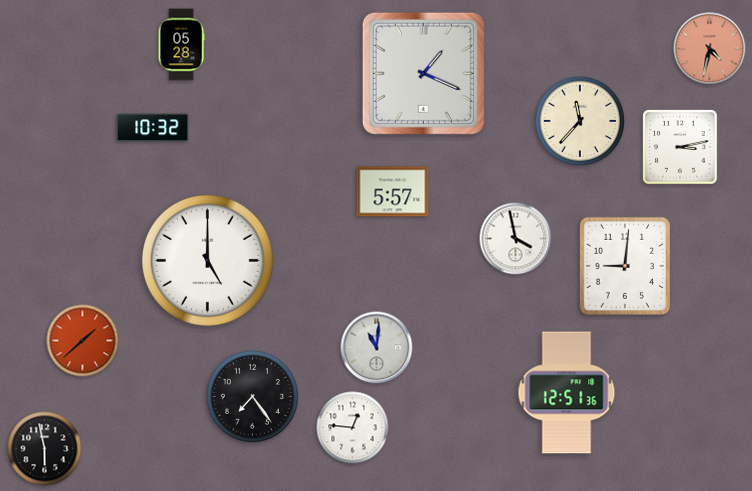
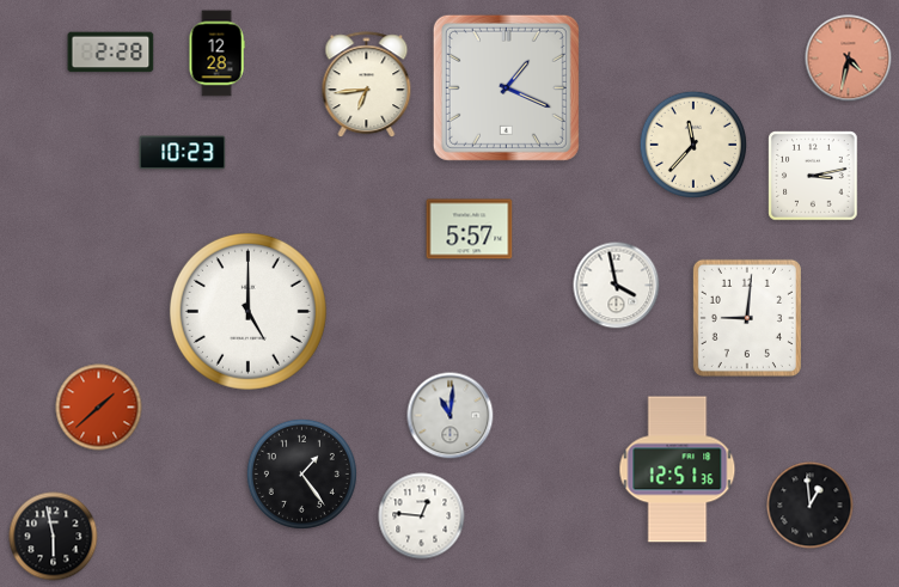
clock at (111, 53): none -> 2:28
clock at (181, 45): 05:28 -> 12:28
clock at (367, 85): none -> 6:44
clock at (153, 128): 10:32 -> 10:23
clock at (252, 396): 7:24 -> 1:24
clock at (811, 506): none -> 12:59
clock at (353, 428) position: (353, 428) -> (422, 516)
